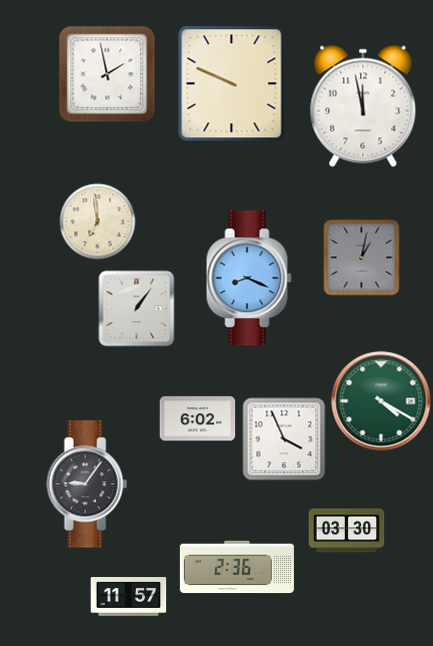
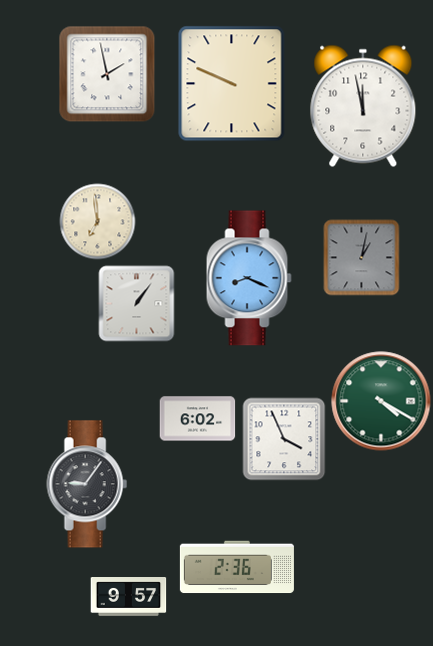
clock at (137, 309) position: (137, 309) -> (137, 304)
clock at (347, 531): 03:30 -> none
clock at (129, 597): 11:57 -> 9:57
